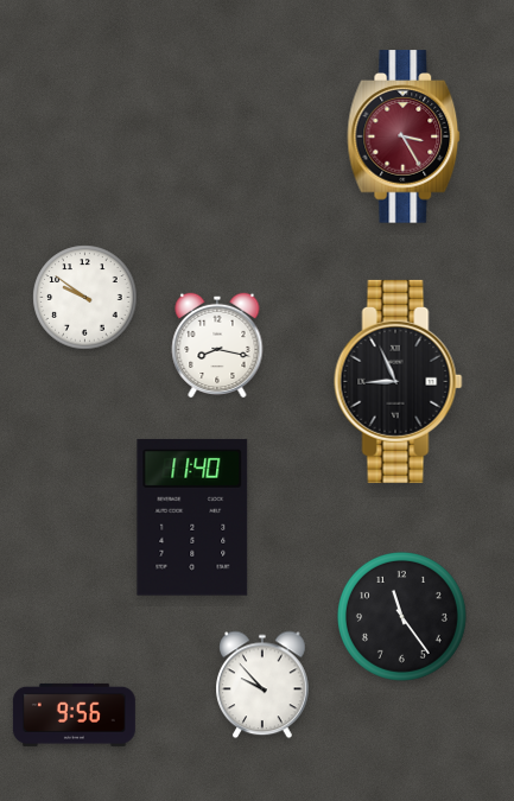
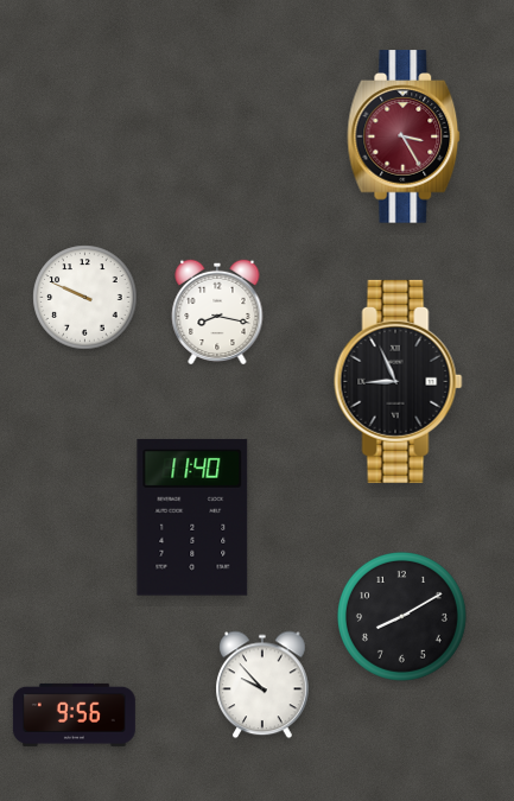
clock at (85, 298): 9:51 -> 9:49
clock at (217, 345) position: (217, 345) -> (217, 312)
clock at (401, 616): 11:24 -> 8:10
